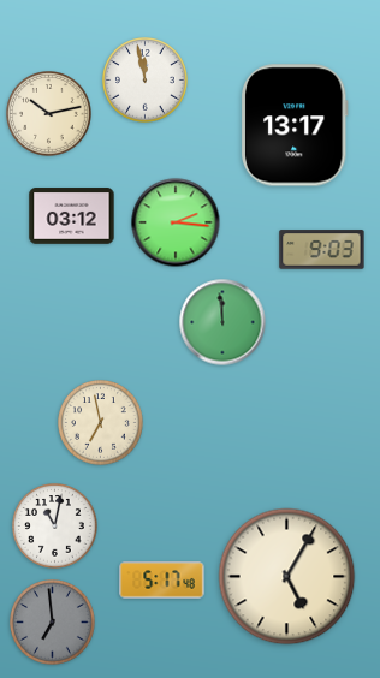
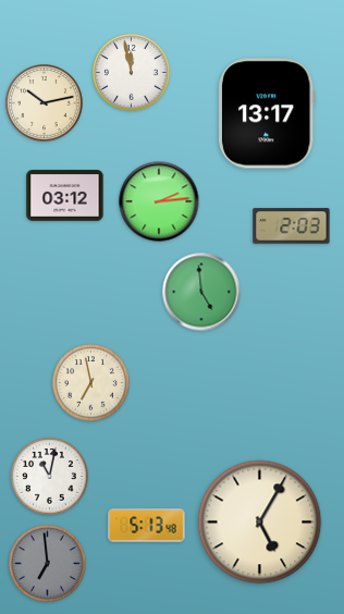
clock at (176, 222): 2:16 -> 2:14
clock at (322, 250): 9:03 -> 2:03
clock at (222, 322): 11:59 -> 4:59
clock at (162, 581): 5:17 -> 5:13
